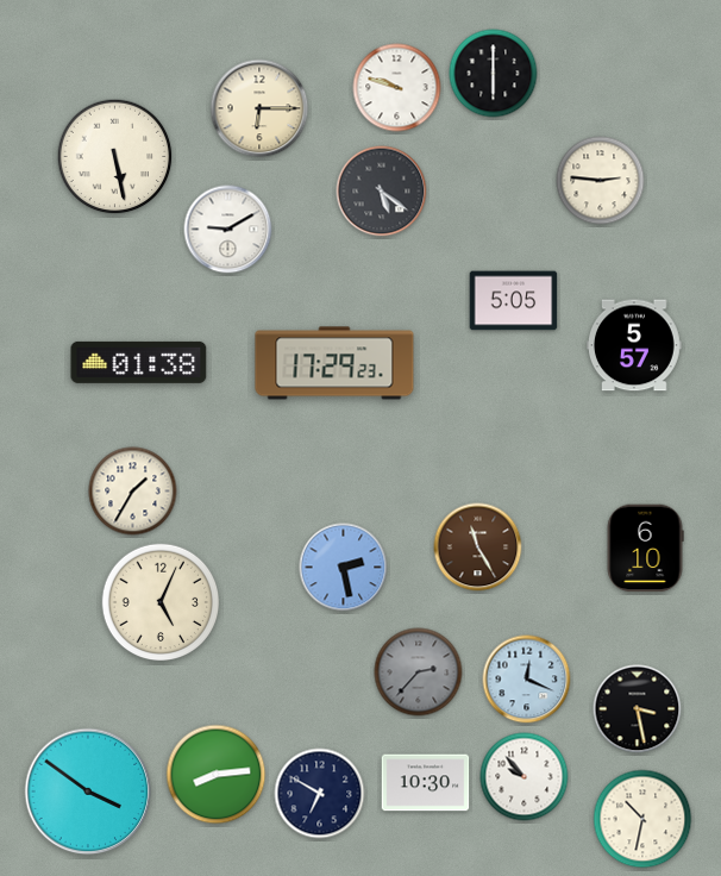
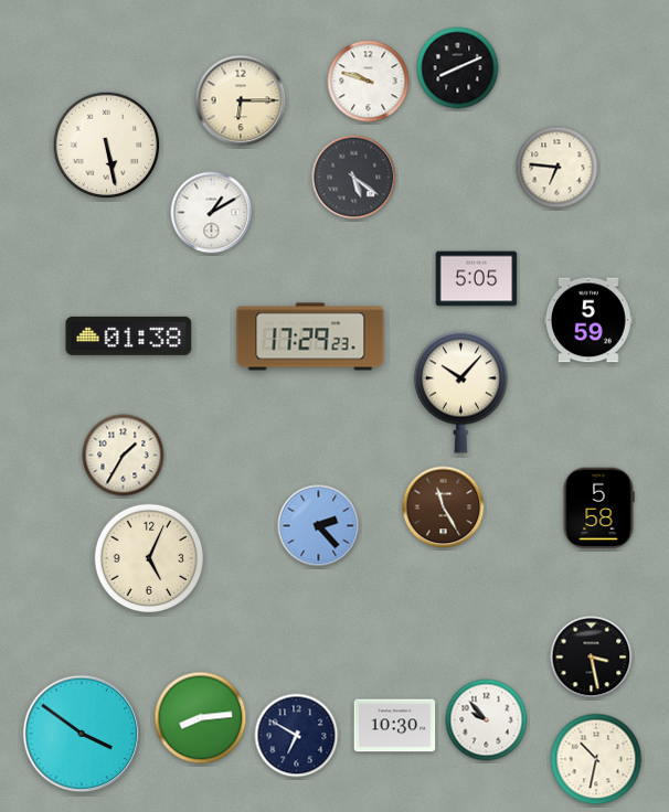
clock at (494, 74): 6:00 -> 8:11
clock at (601, 181): 2:46 -> 6:46
clock at (228, 230): 9:10 -> 1:10
clock at (635, 345): 5:57 -> 5:59
clock at (460, 392): none -> 10:07
clock at (645, 549): 6:10 -> 5:58
clock at (344, 568): 2:28 -> 2:23
clock at (419, 672): 2:37 -> none
clock at (527, 680): 12:19 -> none
